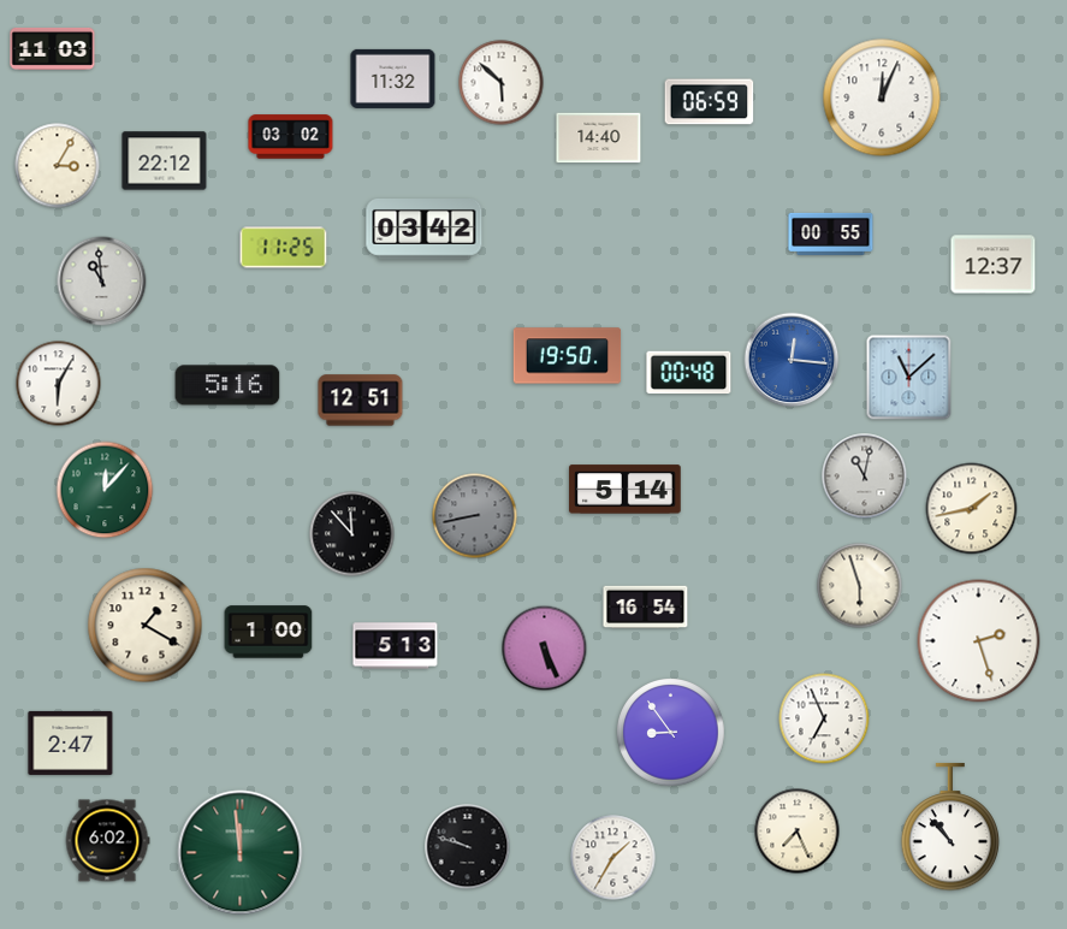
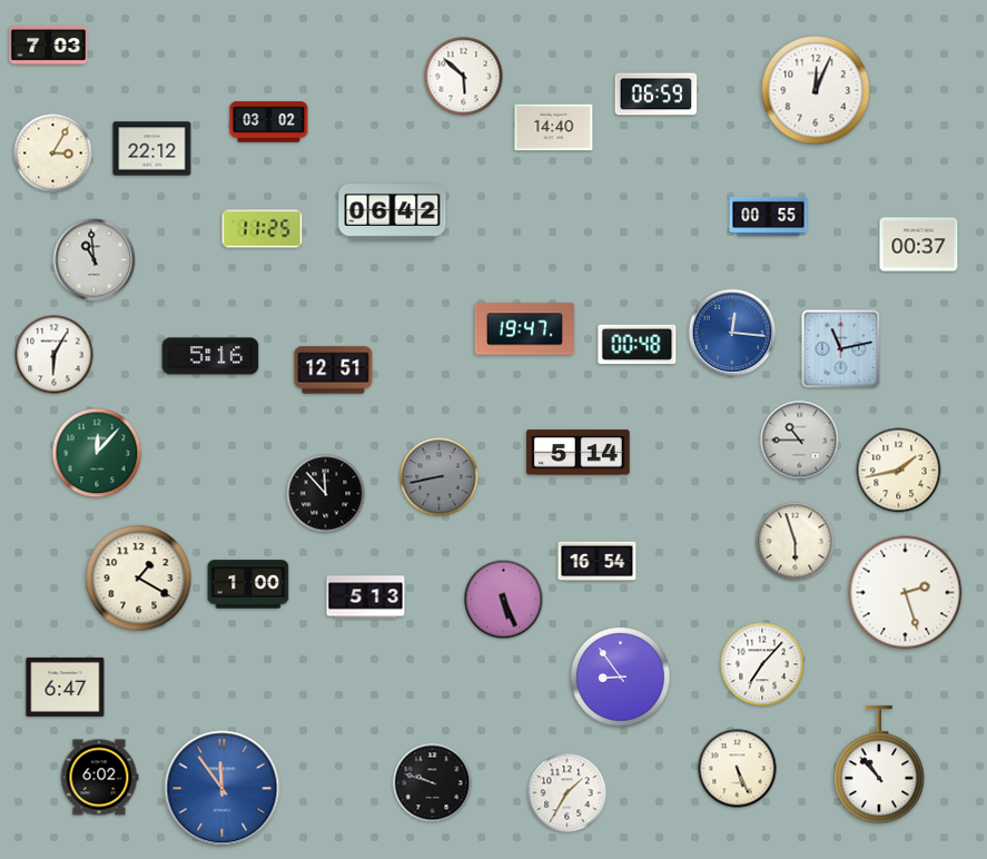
clock at (53, 48): 11:03 -> 7:03
clock at (393, 78): 11:32 -> none
clock at (291, 137) position: (291, 137) -> (269, 122)
clock at (425, 230): 03:42 -> 06:42
clock at (994, 265): 12:37 -> 00:37
clock at (568, 356): 19:50 -> 19:47
clock at (909, 378): 11:08 -> 11:13
clock at (865, 477): 11:02 -> 10:45
clock at (146, 626) position: (146, 626) -> (139, 579)
clock at (824, 718): 6:56 -> 7:07
clock at (71, 742): 2:47 -> 6:47
clock at (798, 832): 7:26 -> 5:26
clock at (241, 853): 11:59 -> 11:54
clock at (241, 853) dial: green -> blue
